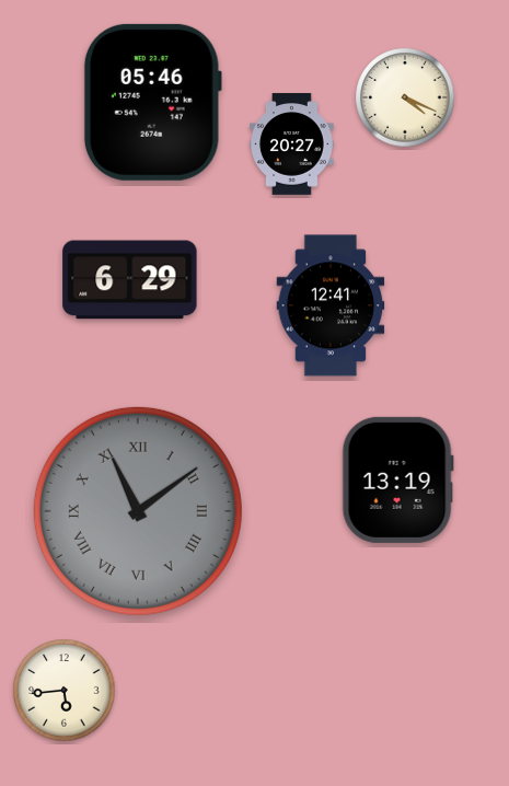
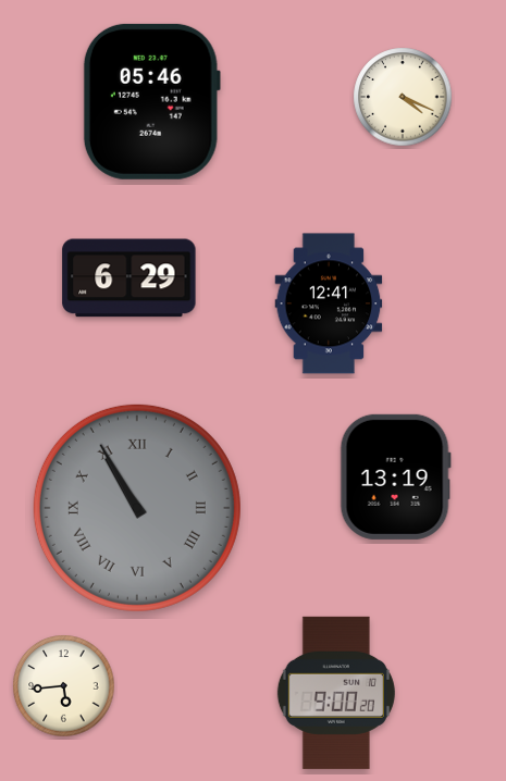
clock at (292, 145): 20:27 -> none
clock at (138, 511): 11:09 -> 10:55
clock at (336, 693): none -> 9:00
